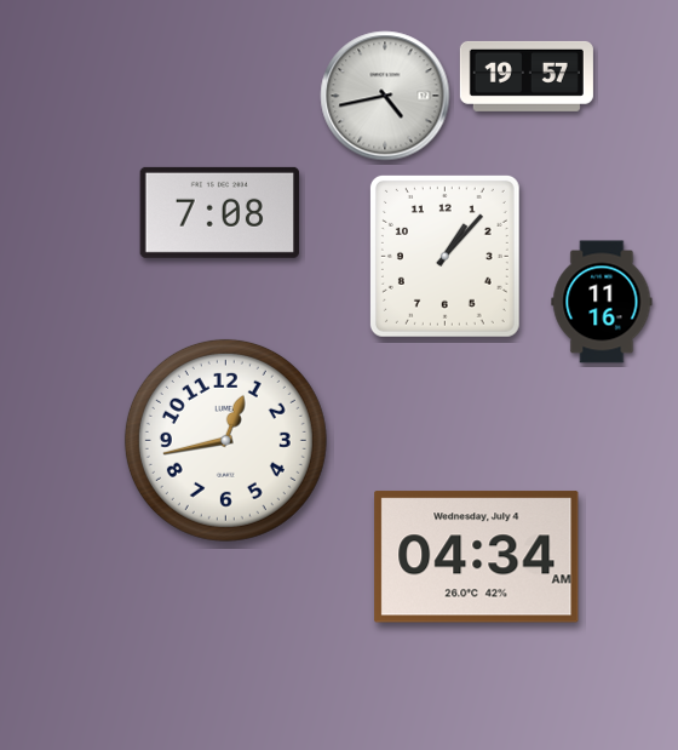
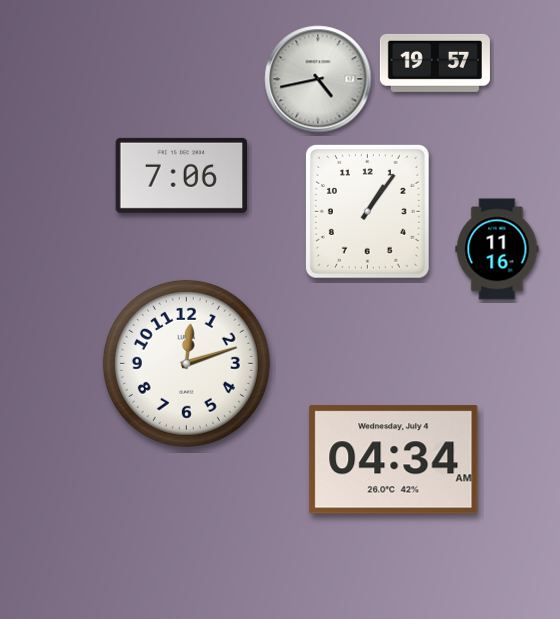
clock at (219, 212): 7:08 -> 7:06
clock at (444, 256): 1:07 -> 1:06
clock at (225, 440): 12:43 -> 12:12
